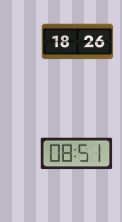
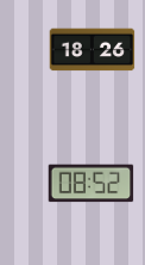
clock at (77, 154): 08:51 -> 08:52
